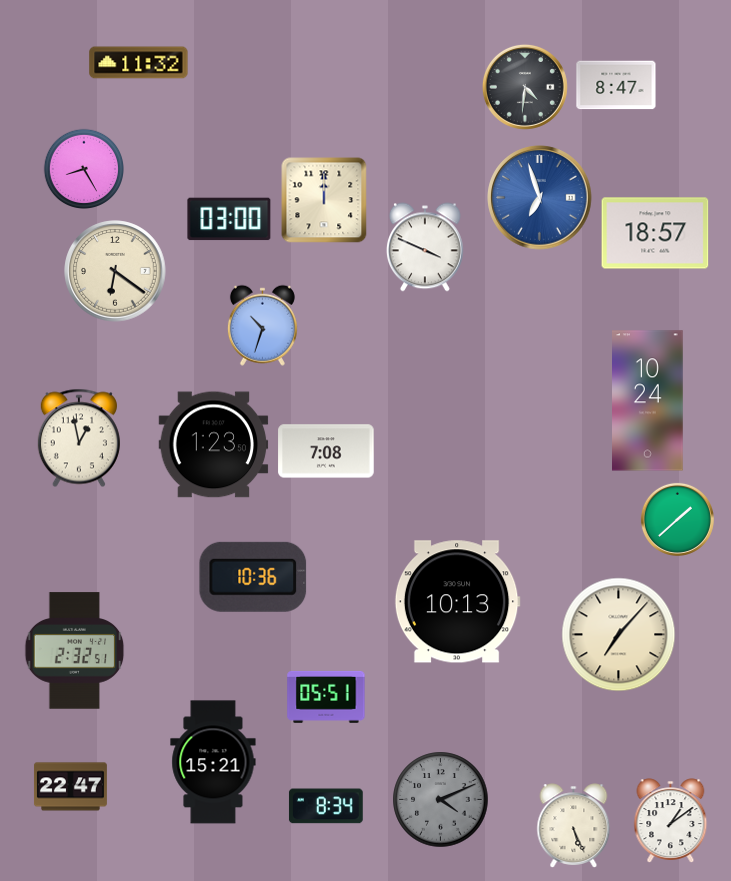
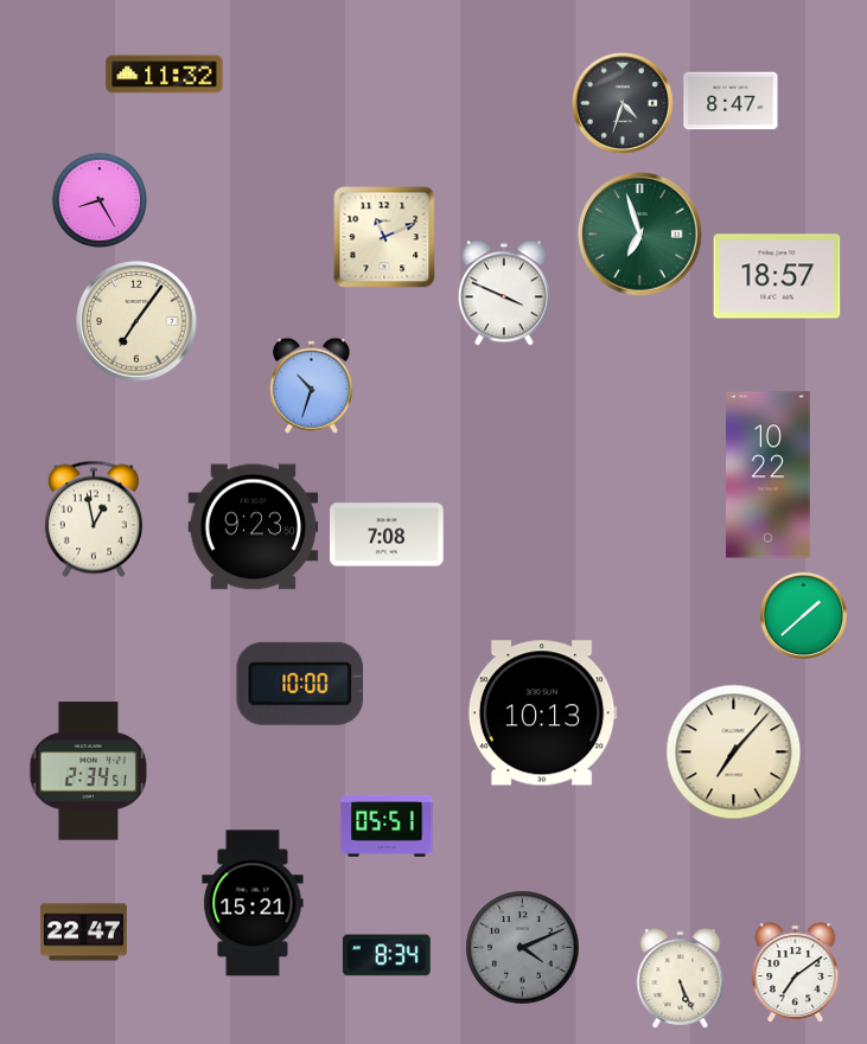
clock at (525, 87): 4:31 -> 4:33
clock at (540, 198) dial: blue -> green
clock at (324, 200): 12:00 -> 11:11
clock at (229, 219): 03:00 -> none
clock at (115, 271): 6:21 -> 7:06
clock at (648, 401): 10:24 -> 10:22
clock at (214, 445): 1:23 -> 9:23
clock at (253, 577): 10:36 -> 10:00
clock at (75, 651): 2:32 -> 2:34
clock at (671, 821): 1:09 -> 7:09
